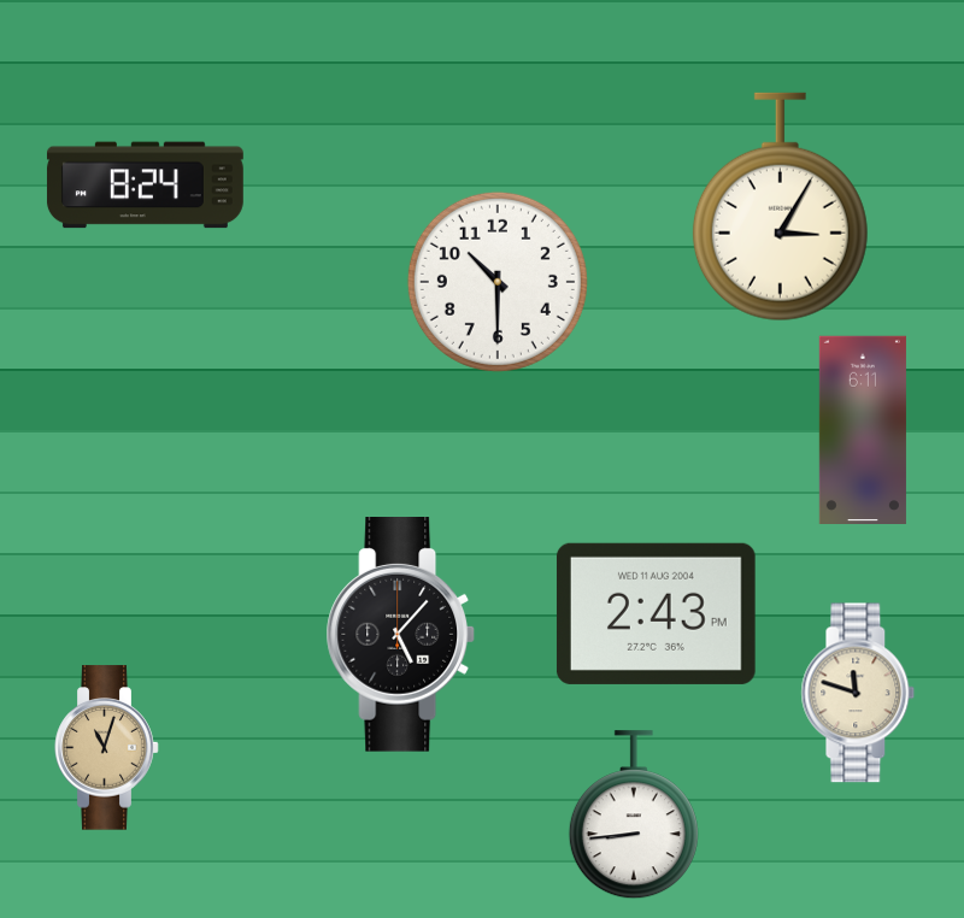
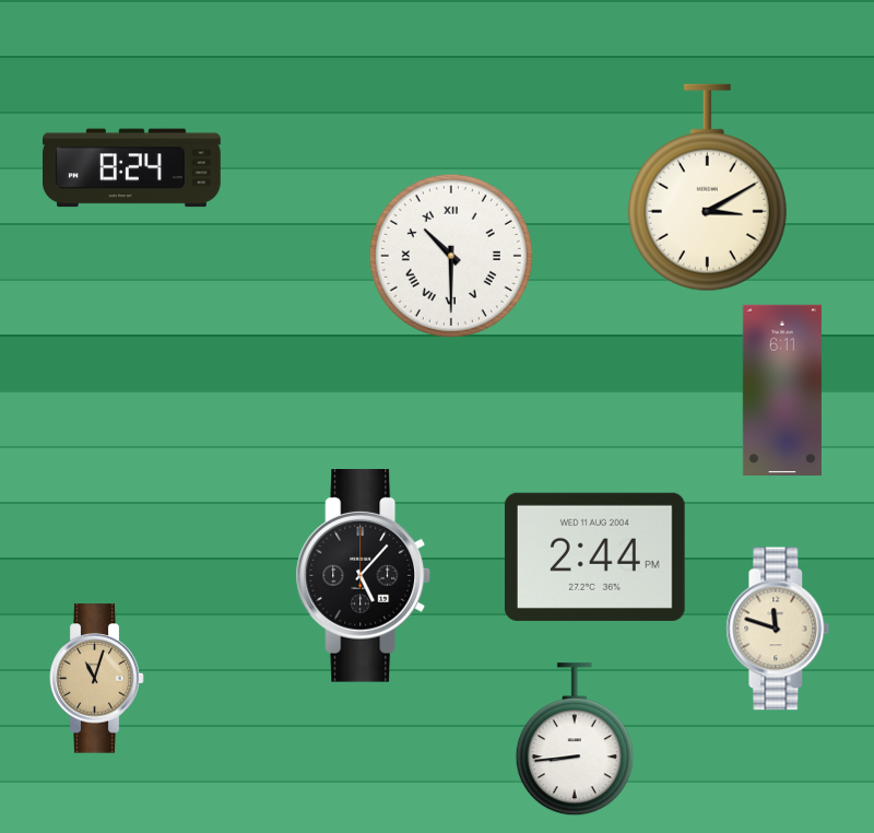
clock at (780, 207): 3:05 -> 3:10
clock at (498, 282) numerals: Arabic -> Roman
clock at (656, 613): 2:43 -> 2:44
